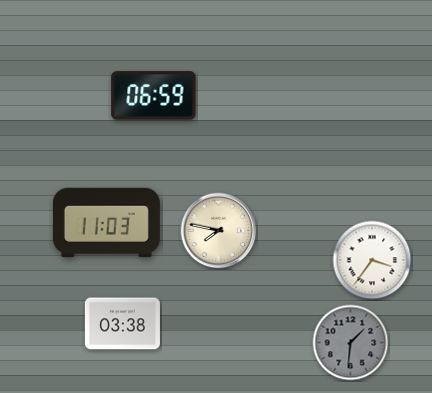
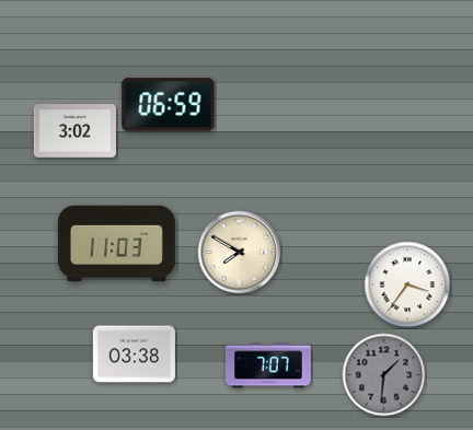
clock at (74, 131): none -> 3:02
clock at (219, 231): 7:47 -> 7:50
clock at (268, 365): none -> 7:07
